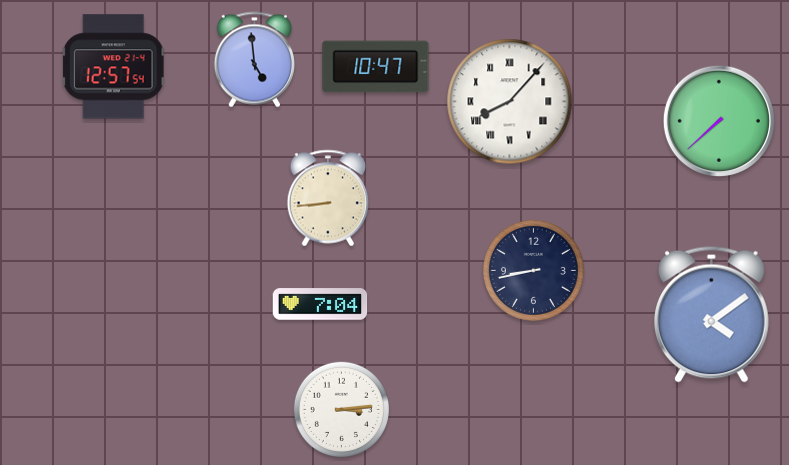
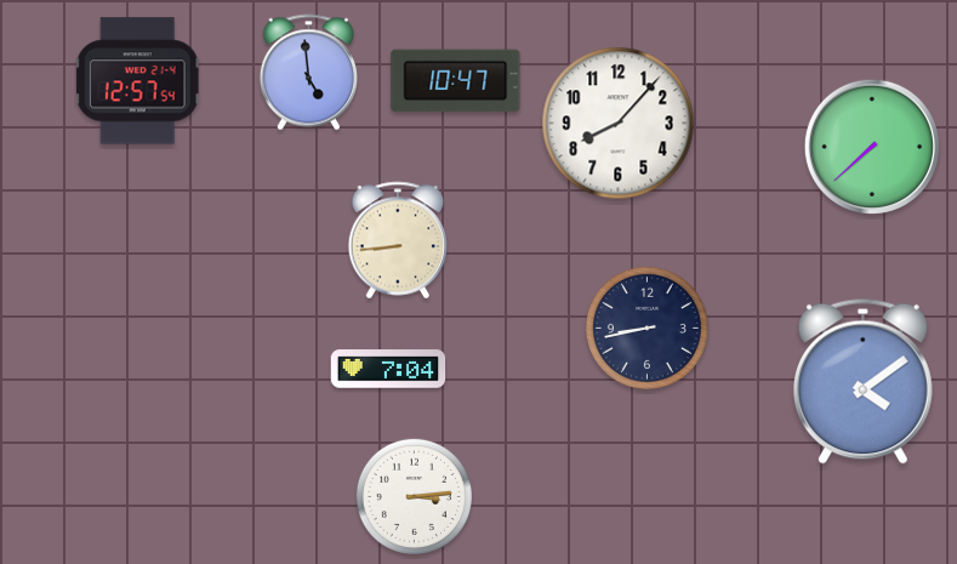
clock at (510, 102) numerals: Roman -> Arabic
